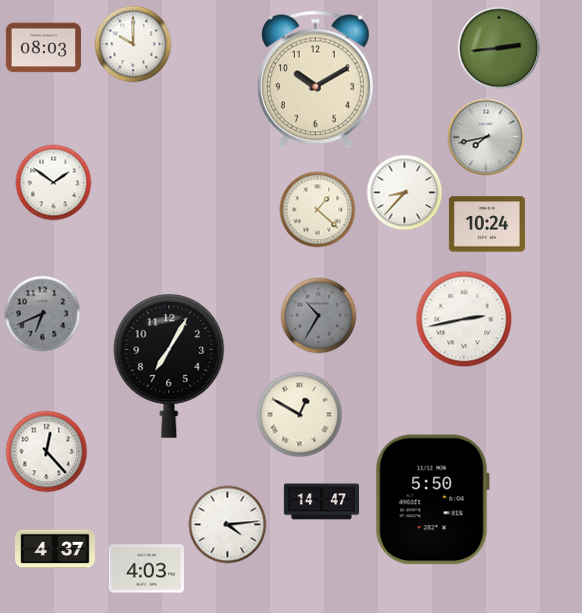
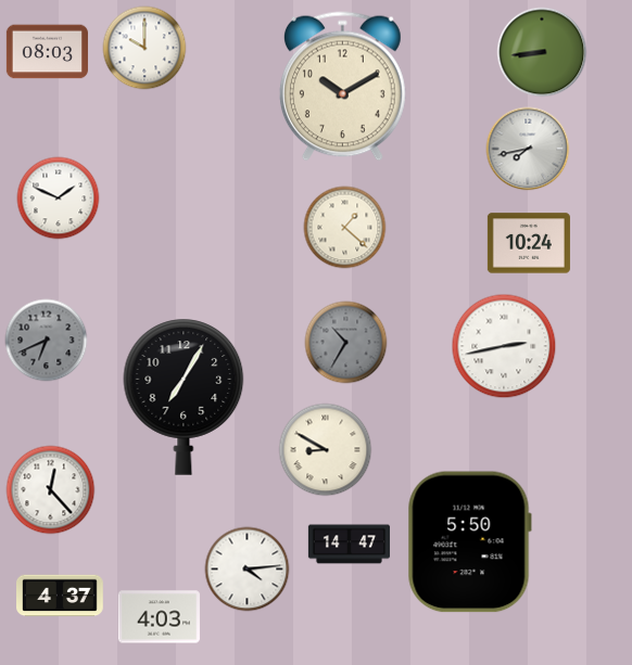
clock at (499, 48): 2:44 -> 8:44
clock at (54, 183): 1:51 -> 1:49
clock at (405, 193): 8:37 -> none
clock at (300, 415): 12:50 -> 8:50
